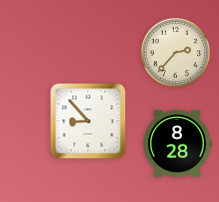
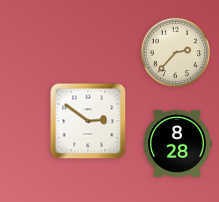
clock at (88, 121): 8:53 -> 2:51
